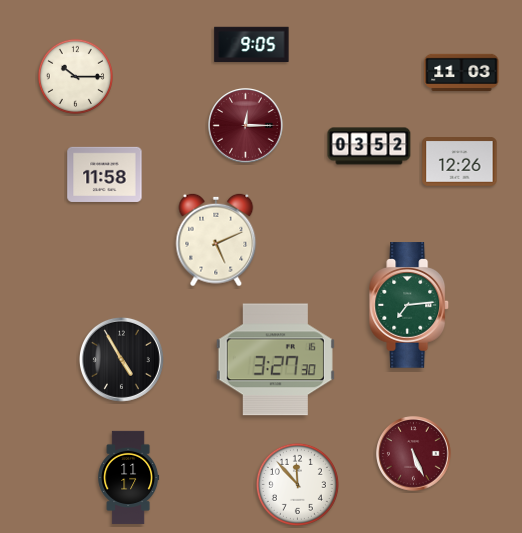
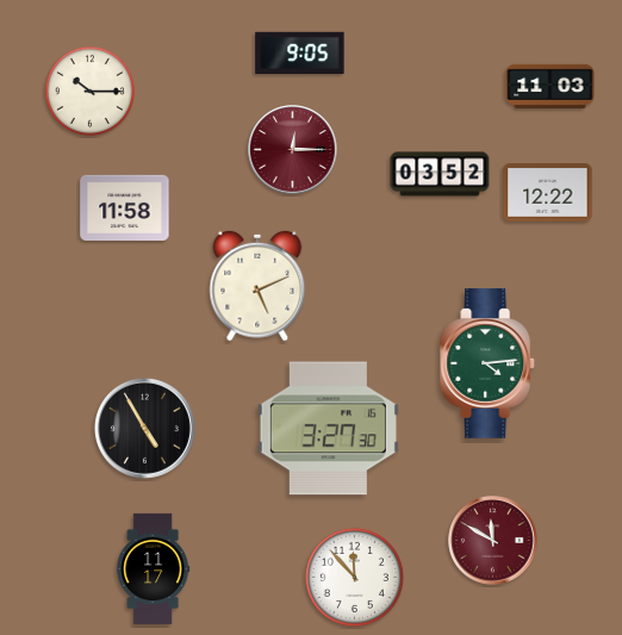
clock at (460, 162): 12:26 -> 12:22
clock at (410, 305): 7:14 -> 4:14
clock at (414, 454): 5:26 -> 11:50
